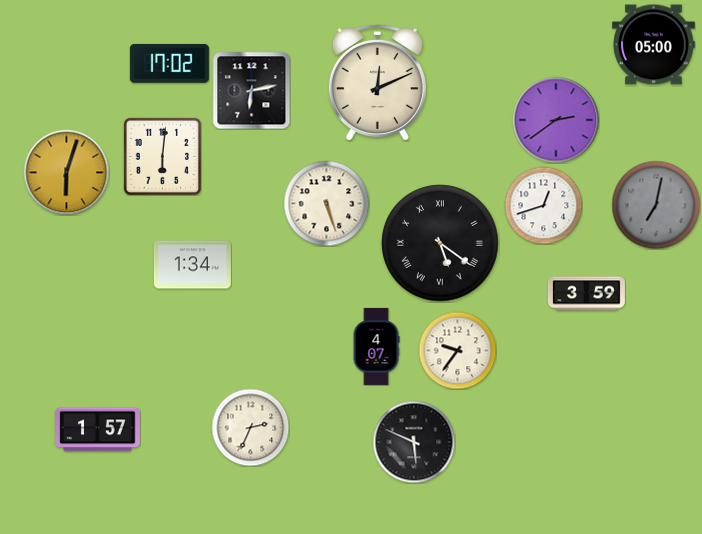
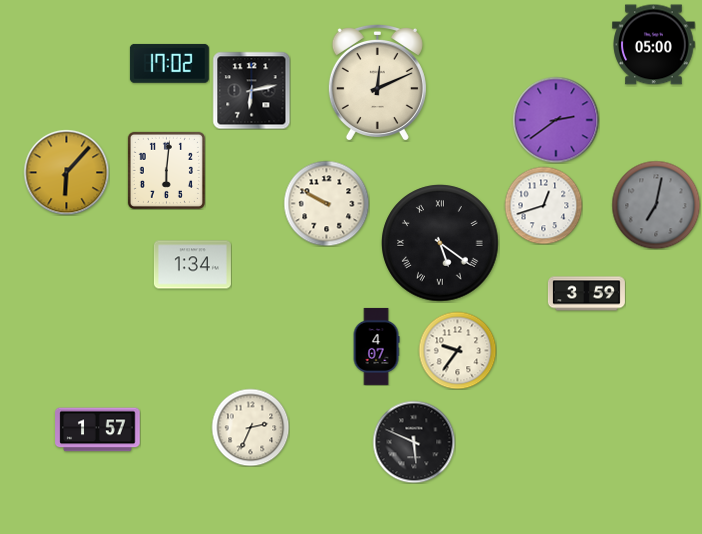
clock at (162, 156) position: (162, 156) -> (166, 170)
clock at (66, 172): 6:03 -> 6:07
clock at (326, 203): 5:27 -> 9:50
